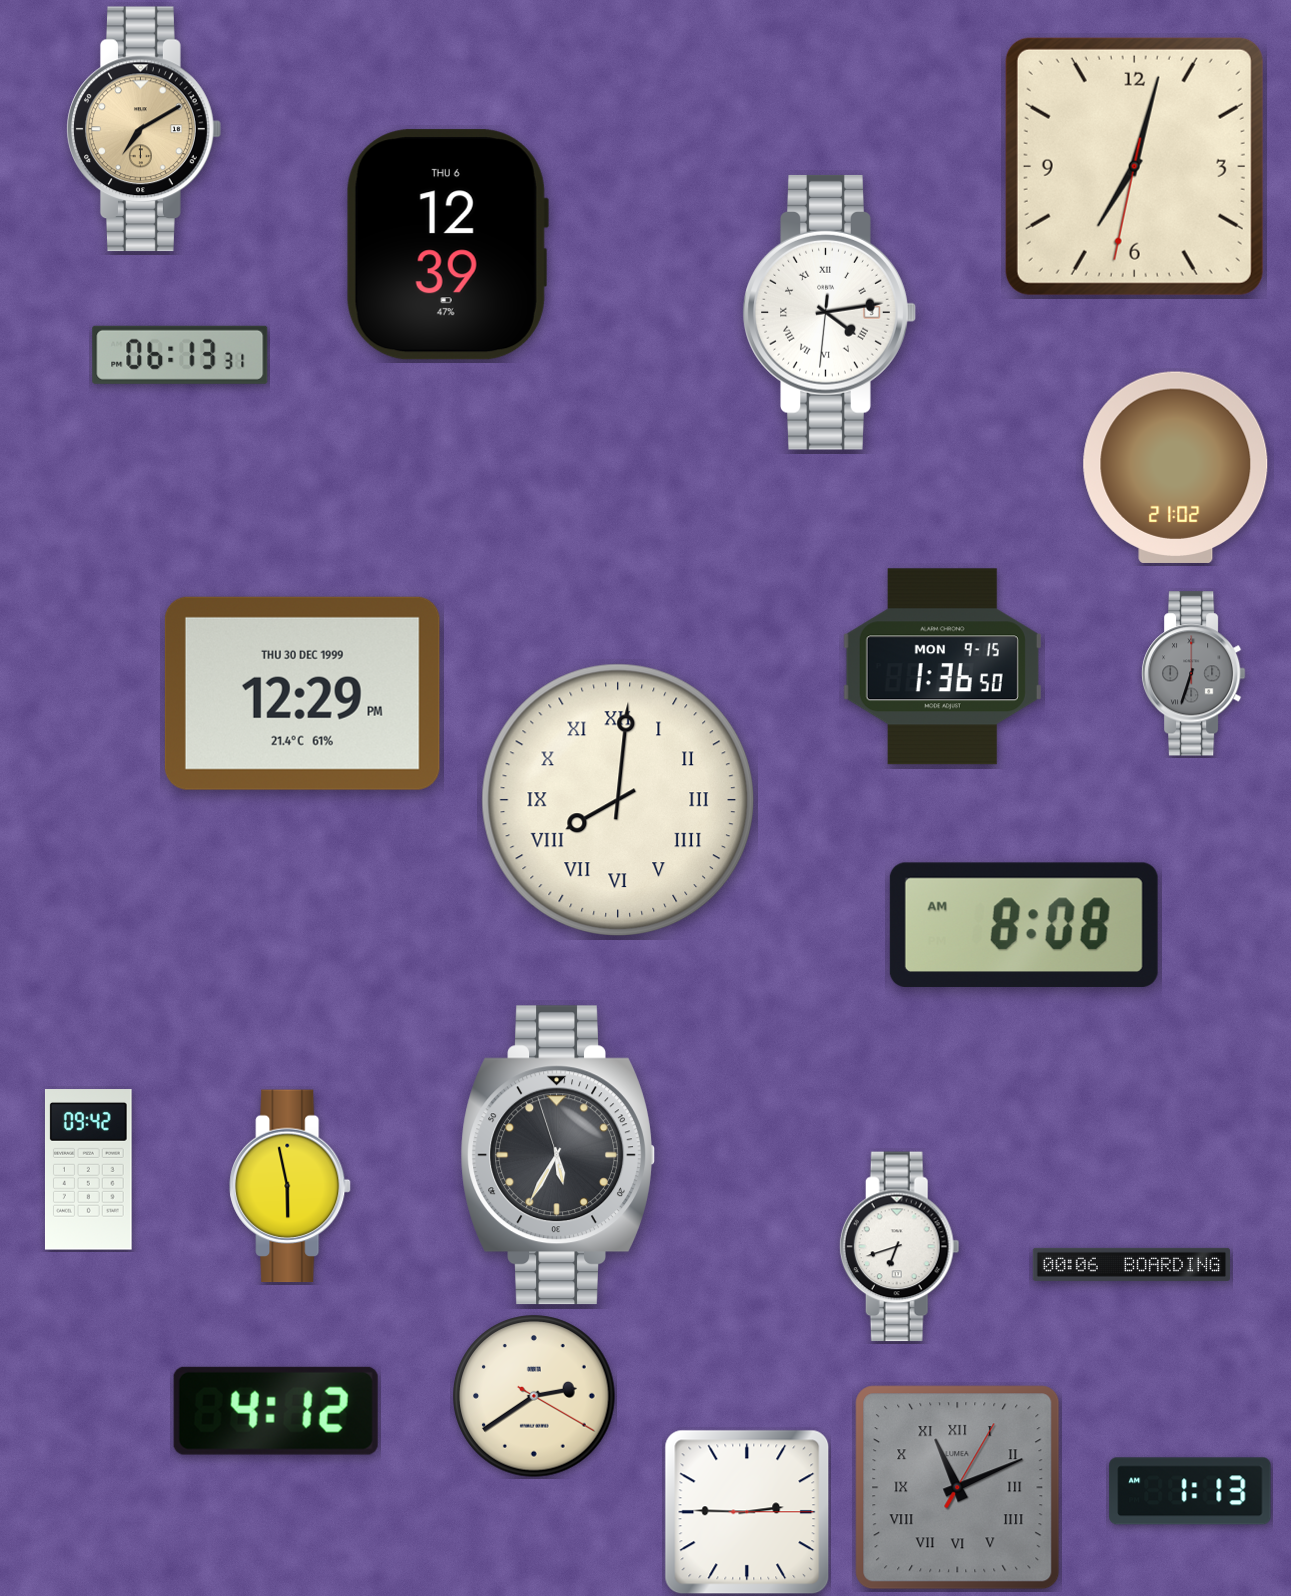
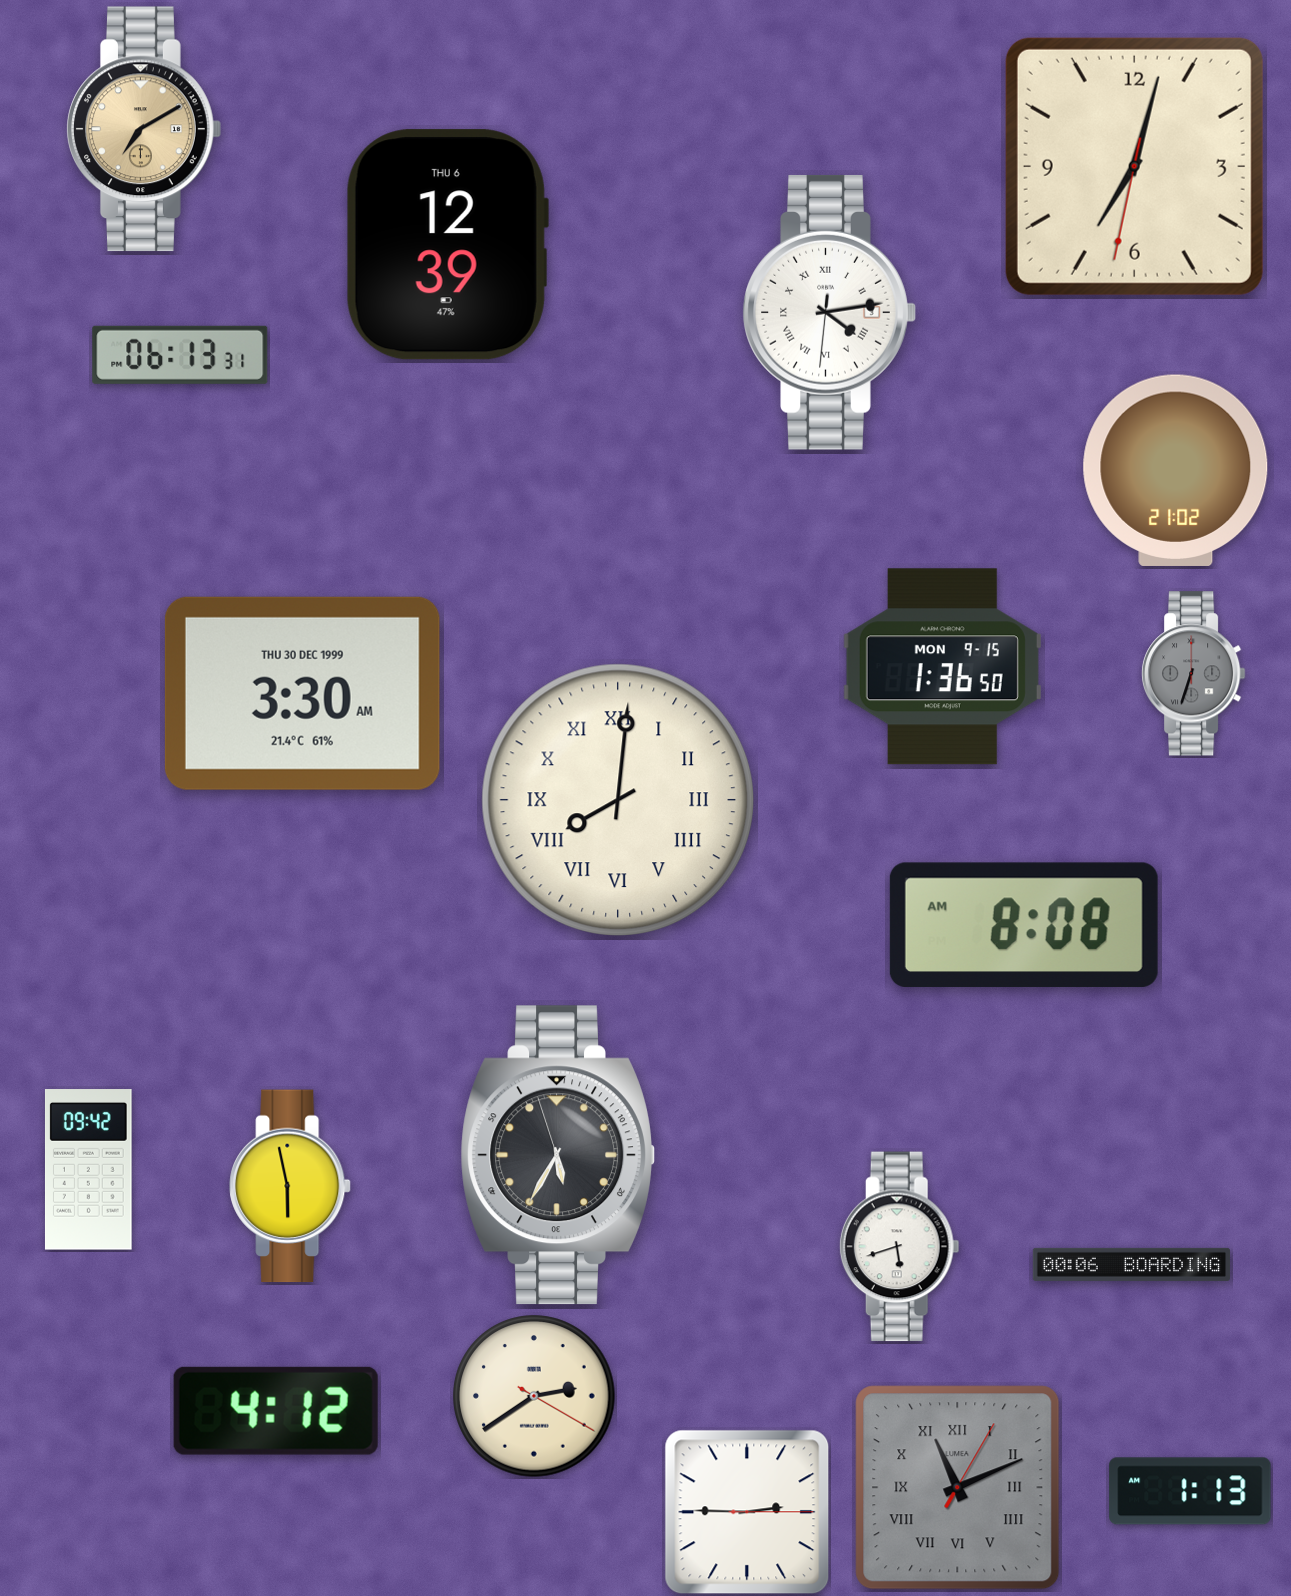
clock at (1176, 467) position: (1176, 467) -> (1176, 470)
clock at (302, 693): 12:29 -> 3:30
clock at (899, 1247): 6:42 -> 5:42
